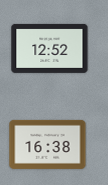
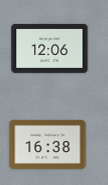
clock at (50, 48): 12:52 -> 12:06
